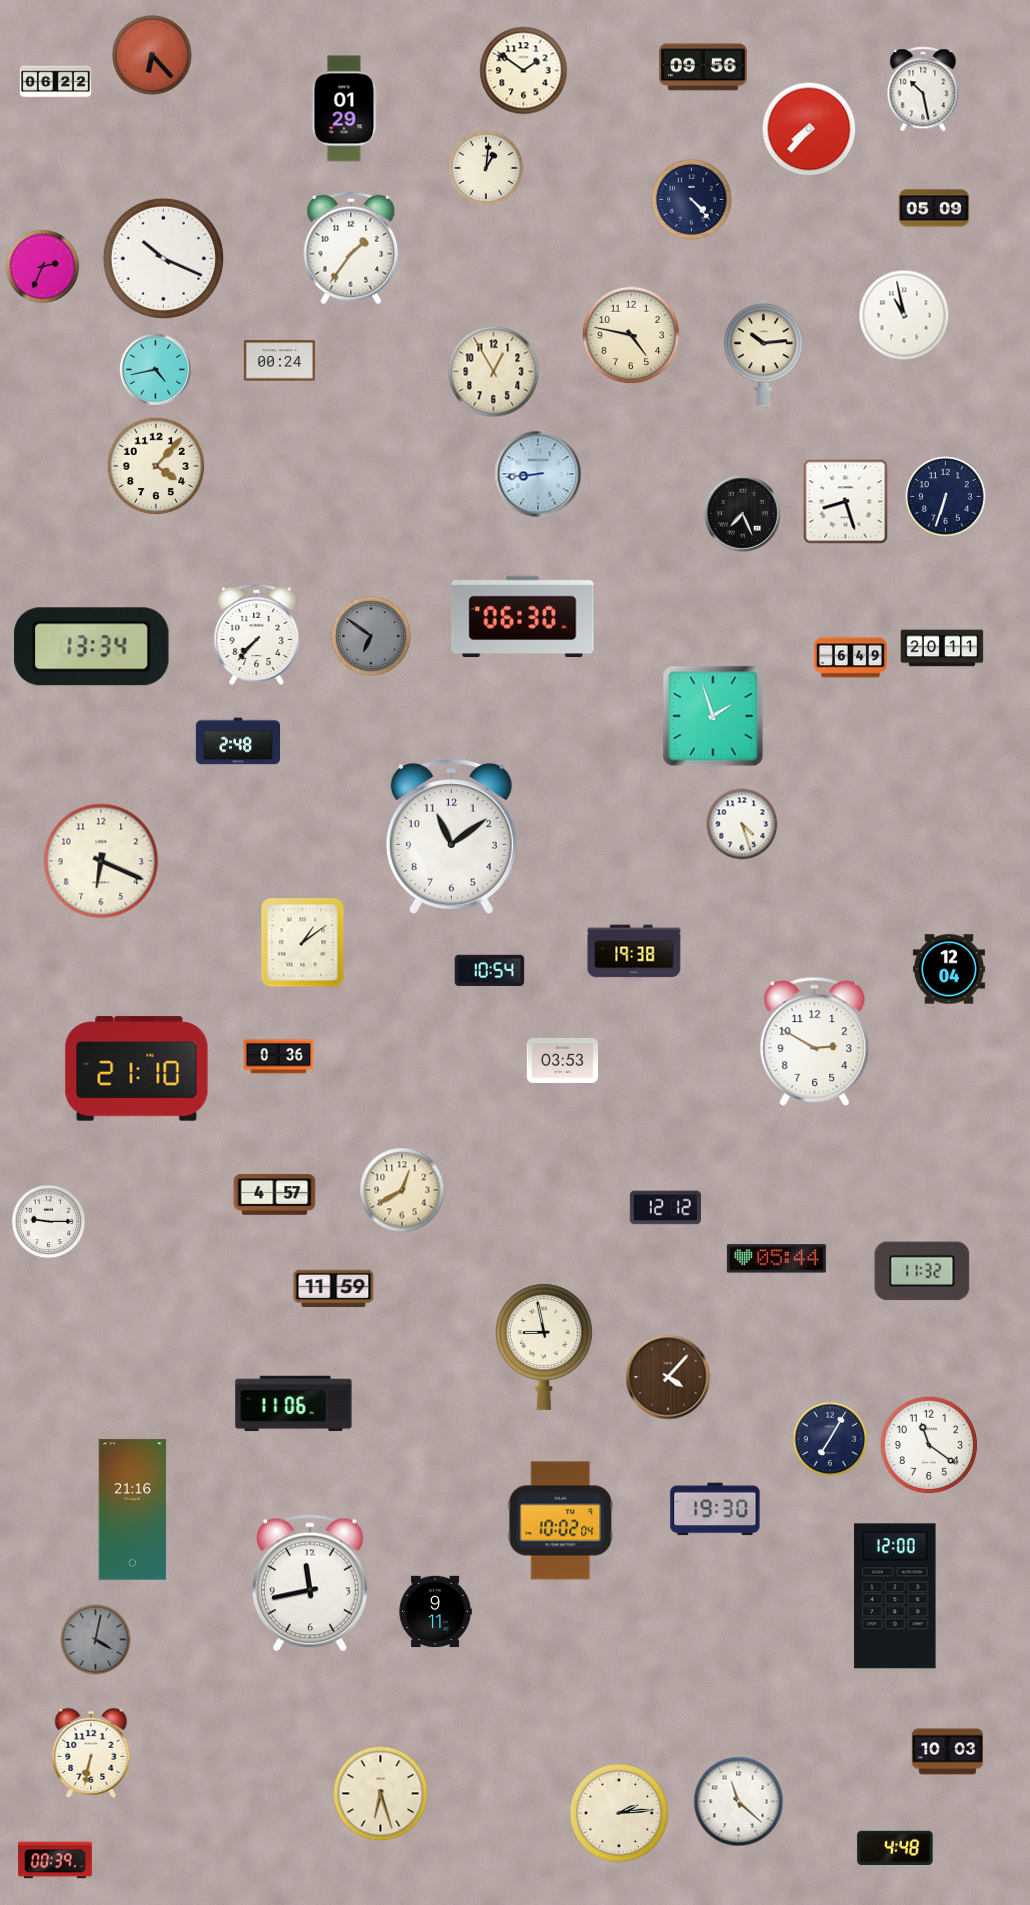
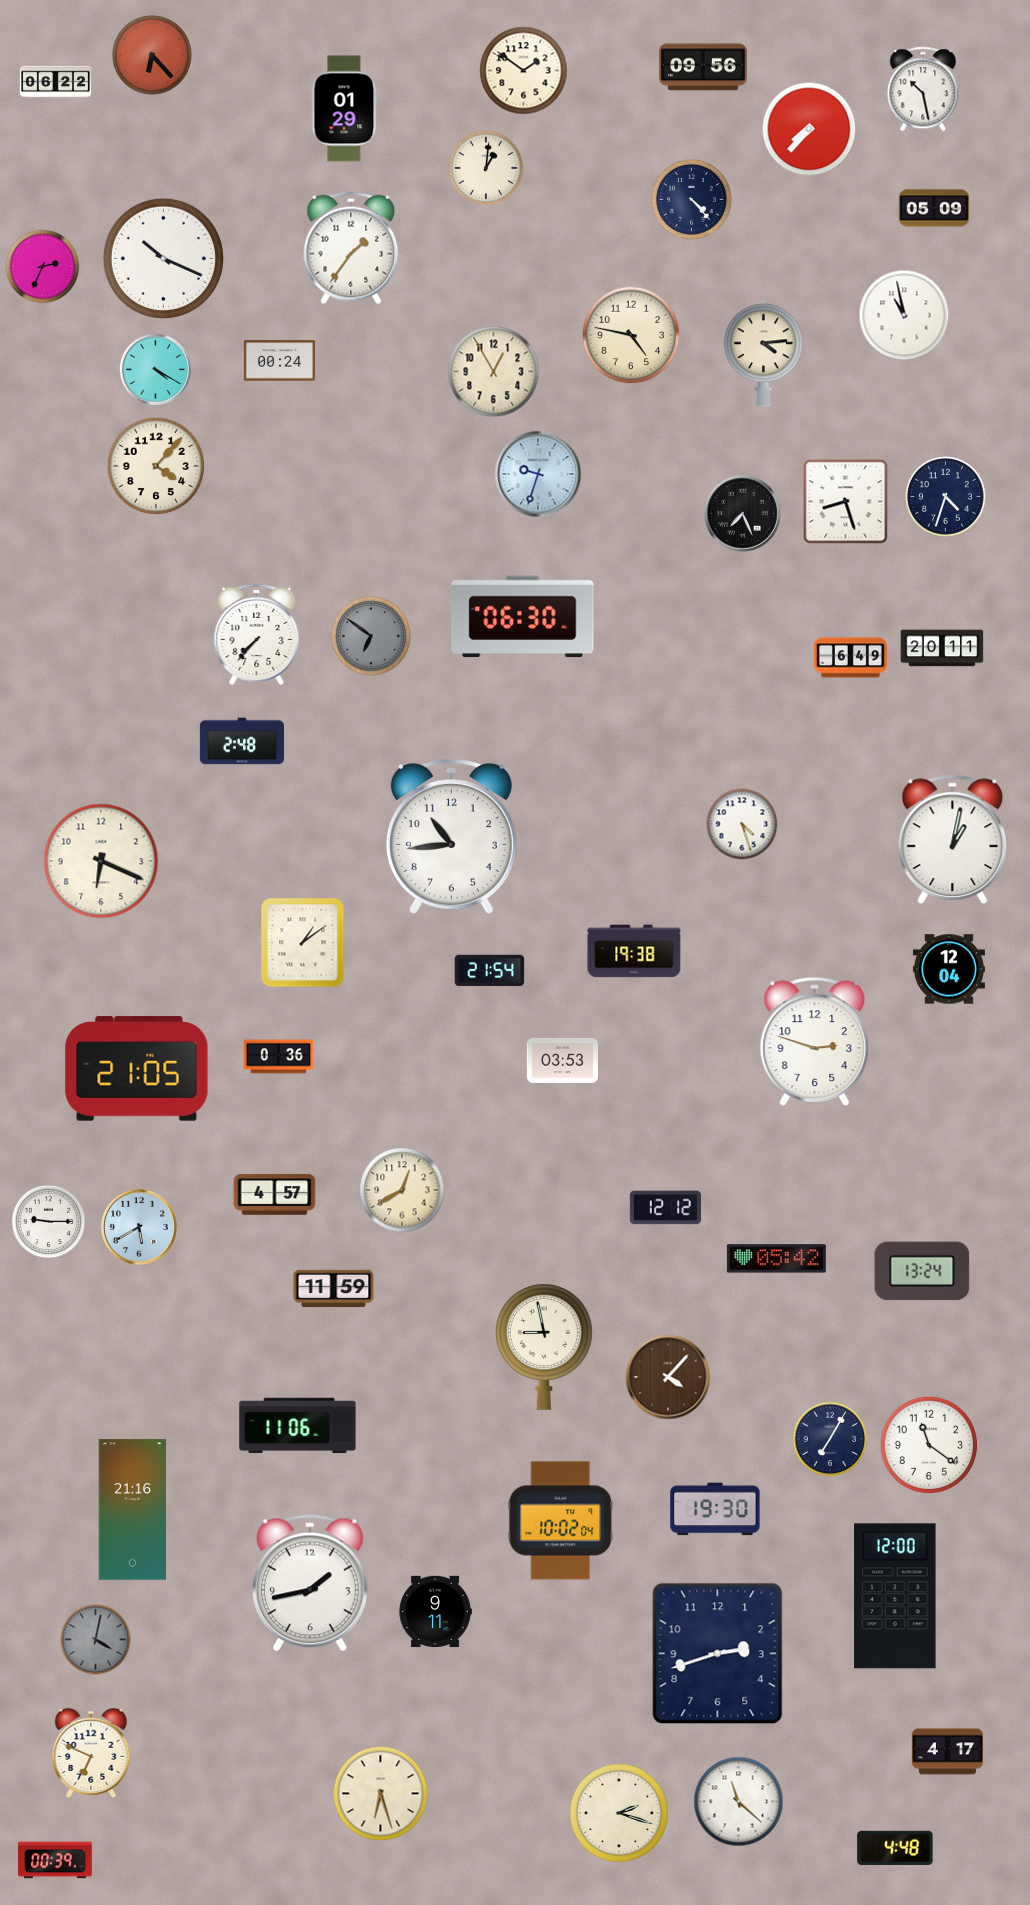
clock at (763, 353): 10:14 -> 4:14
clock at (156, 370): 4:43 -> 4:20
clock at (538, 474): 8:44 -> 9:33
clock at (946, 497): 6:33 -> 4:33
clock at (92, 647): 13:34 -> none
clock at (713, 716): 1:57 -> none
clock at (238, 741) position: (238, 741) -> (242, 741)
clock at (451, 837): 11:09 -> 10:44
clock at (953, 839): none -> 1:02
clock at (490, 971): 10:54 -> 21:54
clock at (815, 1041): 2:50 -> 2:48
clock at (137, 1069): 21:10 -> 21:05
clock at (139, 1227): none -> 5:40
clock at (776, 1259): 05:44 -> 05:42
clock at (922, 1271): 11:32 -> 13:24
clock at (294, 1404) position: (294, 1404) -> (298, 1426)
clock at (311, 1583): 11:43 -> 1:43
clock at (718, 1654): none -> 2:42
clock at (947, 1752): 10:03 -> 4:17
clock at (91, 1753): 6:32 -> 6:49
clock at (619, 1813): 2:14 -> 2:18
